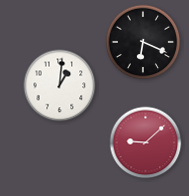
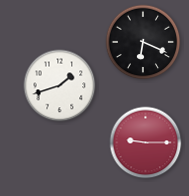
clock at (60, 86): 1:01 -> 1:42
clock at (146, 143): 9:08 -> 9:15
